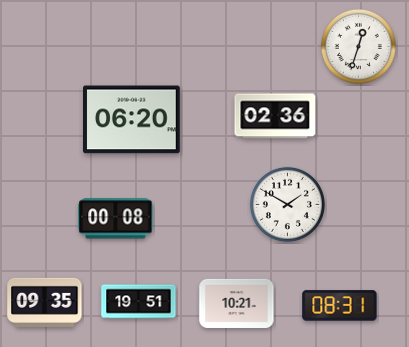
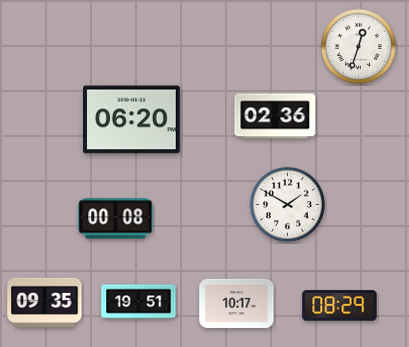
clock at (237, 303): 10:21 -> 10:17
clock at (340, 306): 08:31 -> 08:29
